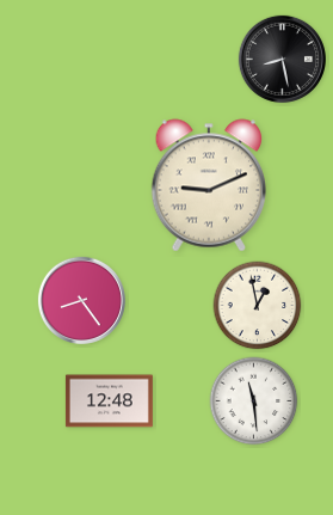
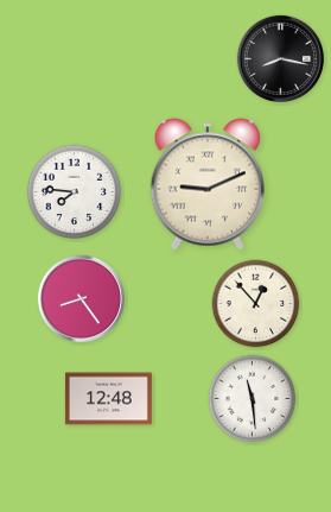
clock at (282, 59): 8:28 -> 8:17
clock at (75, 192): none -> 7:46
clock at (258, 306): 12:58 -> 12:53
